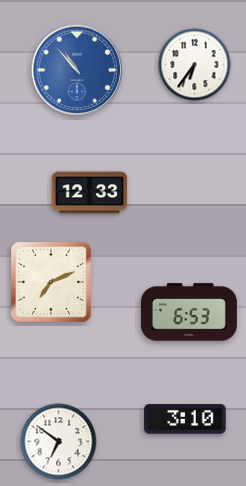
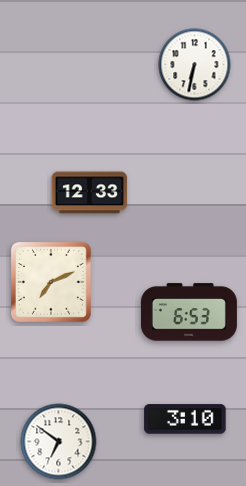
clock at (195, 65): 6:36 -> 6:32
clock at (77, 70): 10:53 -> none
